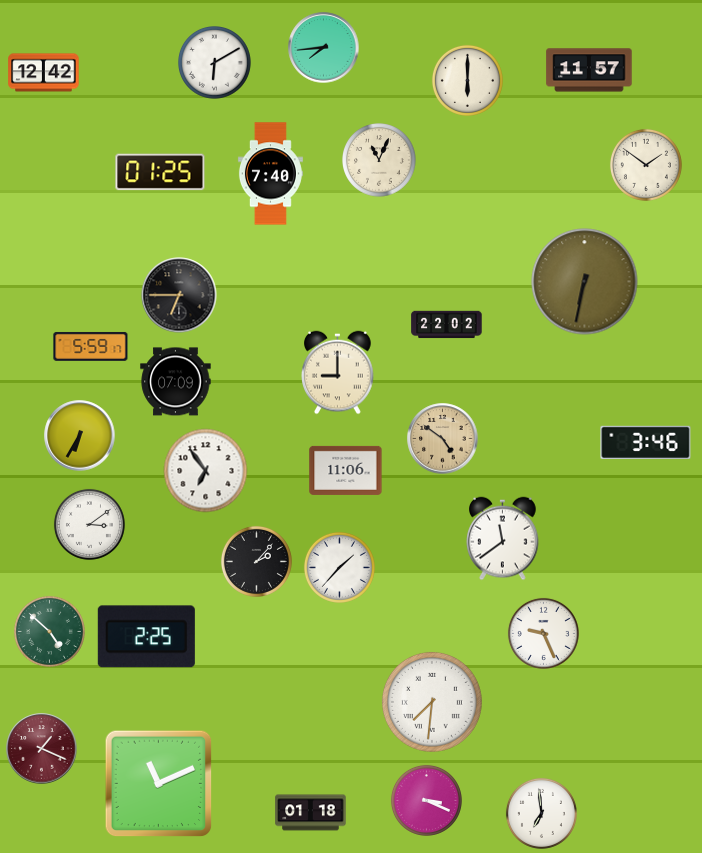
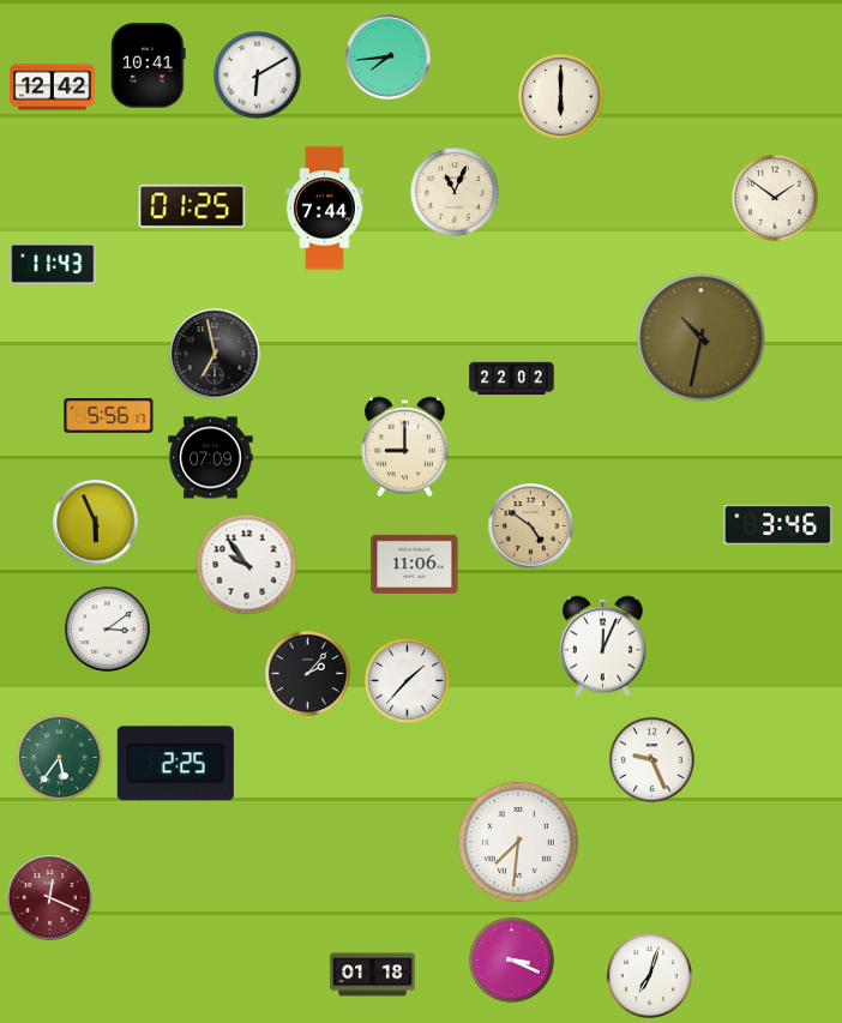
clock at (149, 66): none -> 10:41
clock at (589, 70): 11:57 -> none
clock at (270, 174): 7:40 -> 7:44
clock at (53, 264): none -> 11:43
clock at (585, 282): 6:32 -> 10:32
clock at (179, 295): 6:45 -> 6:58
clock at (447, 325) position: (447, 325) -> (512, 379)
clock at (91, 346): 5:59 -> 5:56
clock at (80, 436): 6:35 -> 5:56
clock at (646, 442) position: (646, 442) -> (778, 524)
clock at (206, 471): 6:54 -> 9:54
clock at (503, 539): 11:39 -> 12:04
clock at (49, 631): 4:52 -> 5:36
clock at (42, 749): 1:19 -> 12:19
clock at (159, 784): 11:11 -> none
clock at (541, 813): 6:59 -> 7:03
